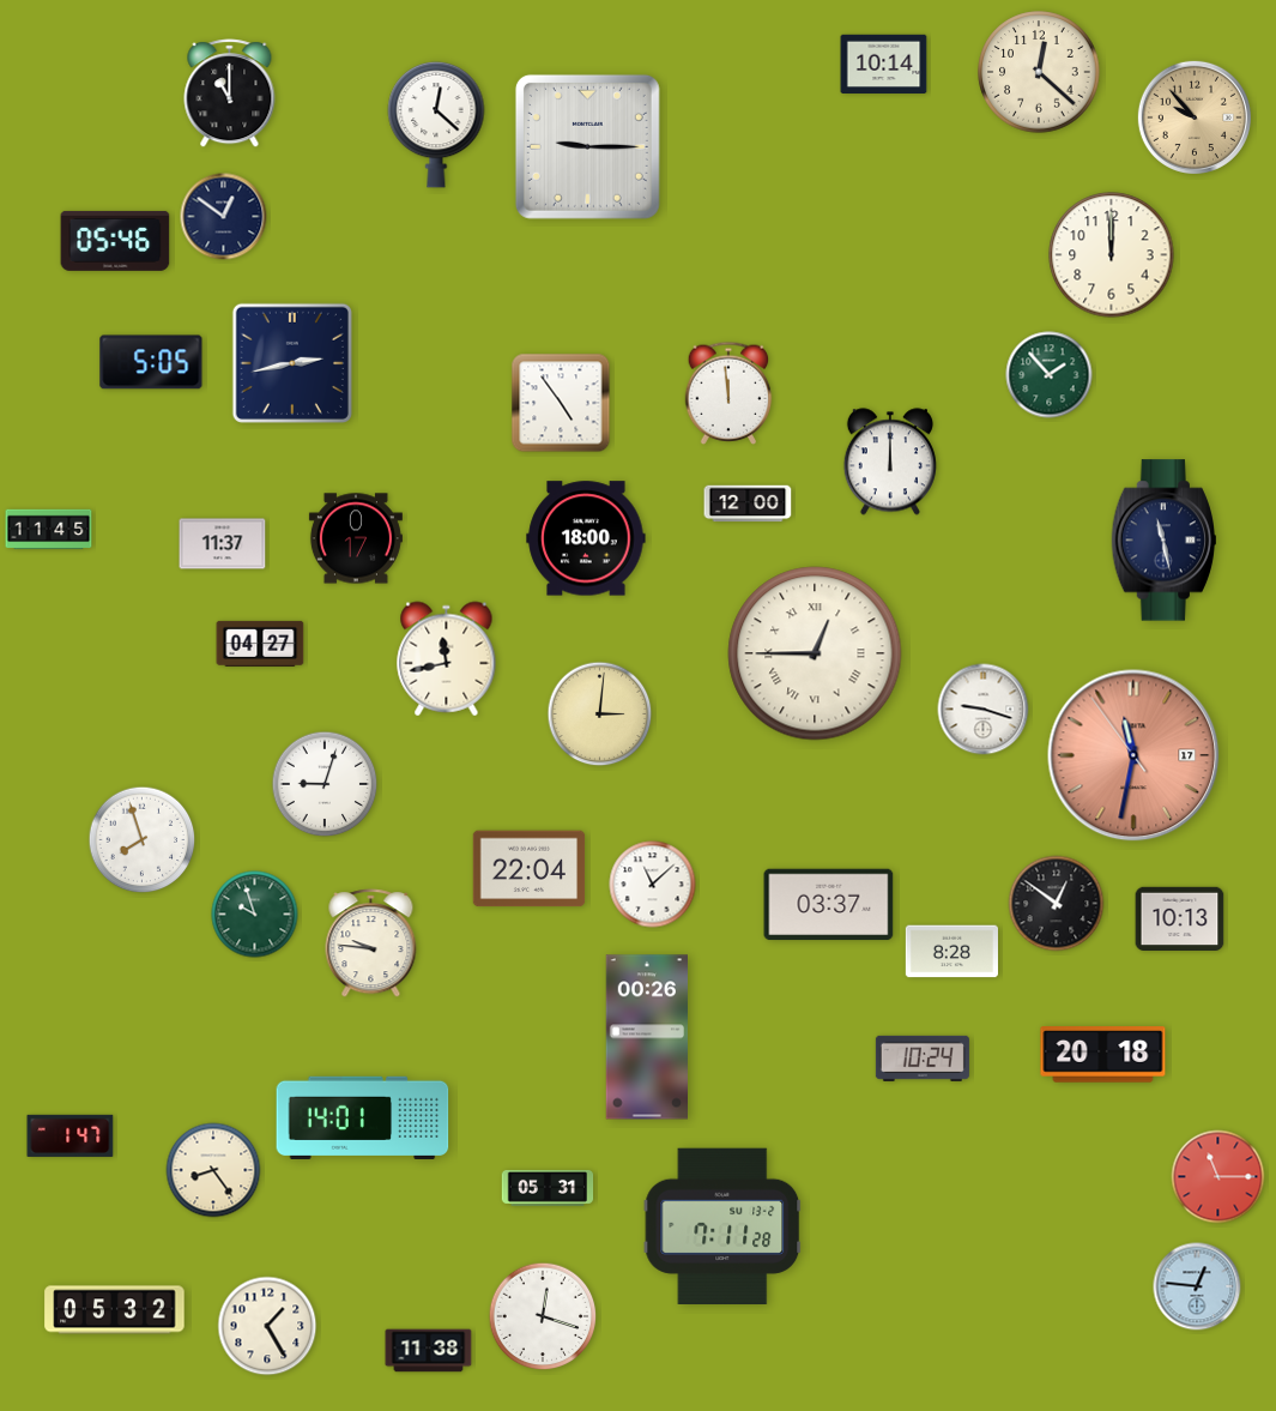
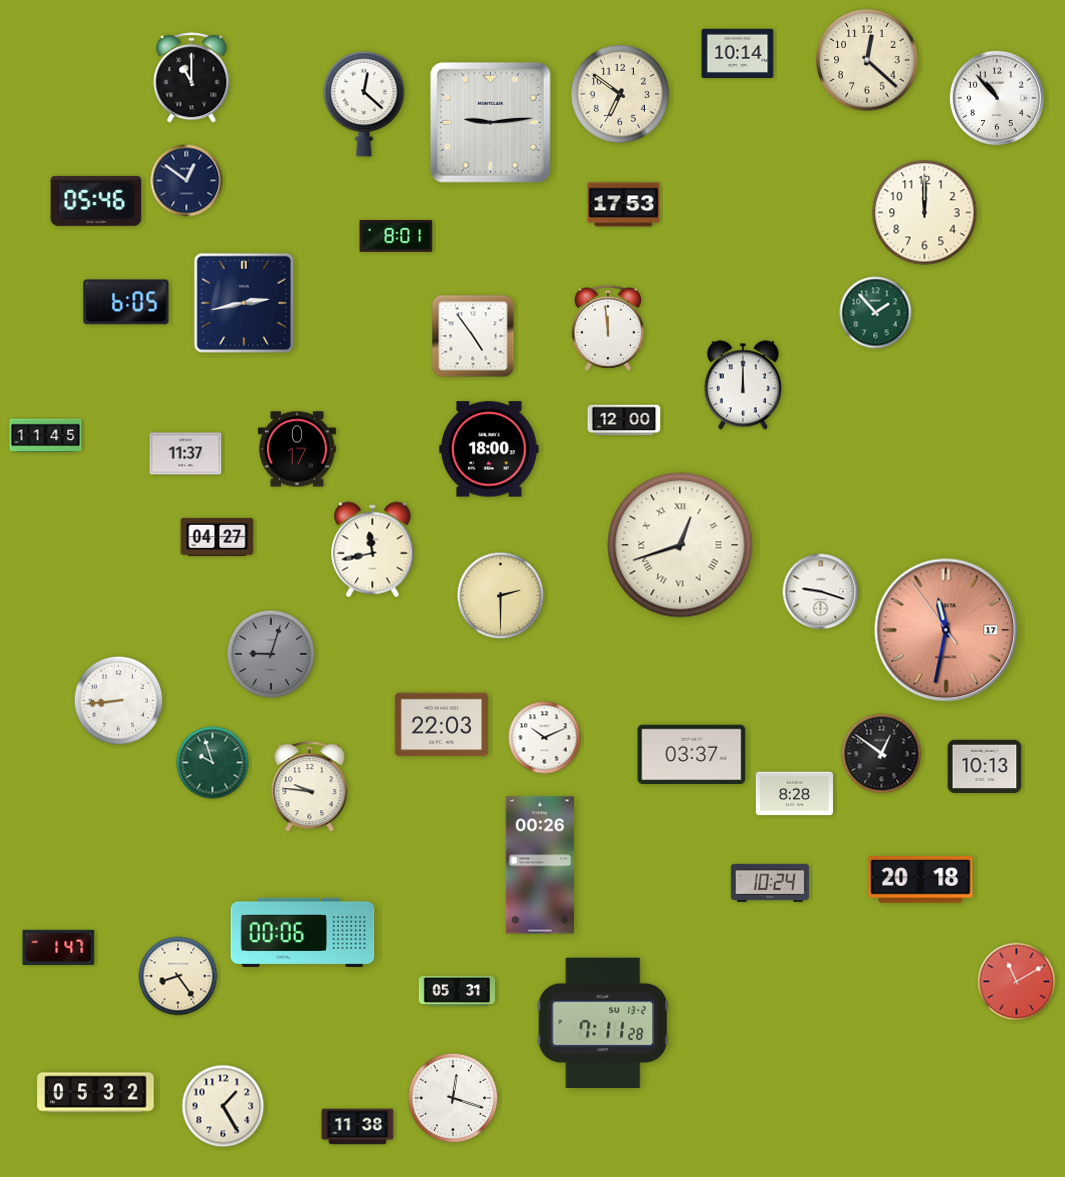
clock at (621, 95): none -> 6:51
clock at (1195, 117): 9:53 -> 10:53
clock at (1195, 117) dial: champagne -> white
clock at (587, 146): 9:15 -> 9:14
clock at (624, 205): none -> 17:53
clock at (1112, 255) position: (1112, 255) -> (925, 213)
clock at (396, 237): none -> 8:01
clock at (151, 362): 5:05 -> 6:05
clock at (561, 403) position: (561, 403) -> (473, 336)
clock at (49, 530) position: (49, 530) -> (46, 436)
clock at (1163, 541): 11:28 -> none
clock at (815, 653): 12:45 -> 12:42
clock at (600, 714): 3:01 -> 2:30
clock at (325, 784) dial: white -> grey
clock at (143, 840): 7:57 -> 8:44
clock at (530, 869): 22:04 -> 22:03
clock at (653, 885): 11:08 -> 10:11
clock at (363, 1117): 14:01 -> 00:06
clock at (1218, 1177): 11:15 -> 11:10
clock at (1197, 1286): 12:46 -> none
